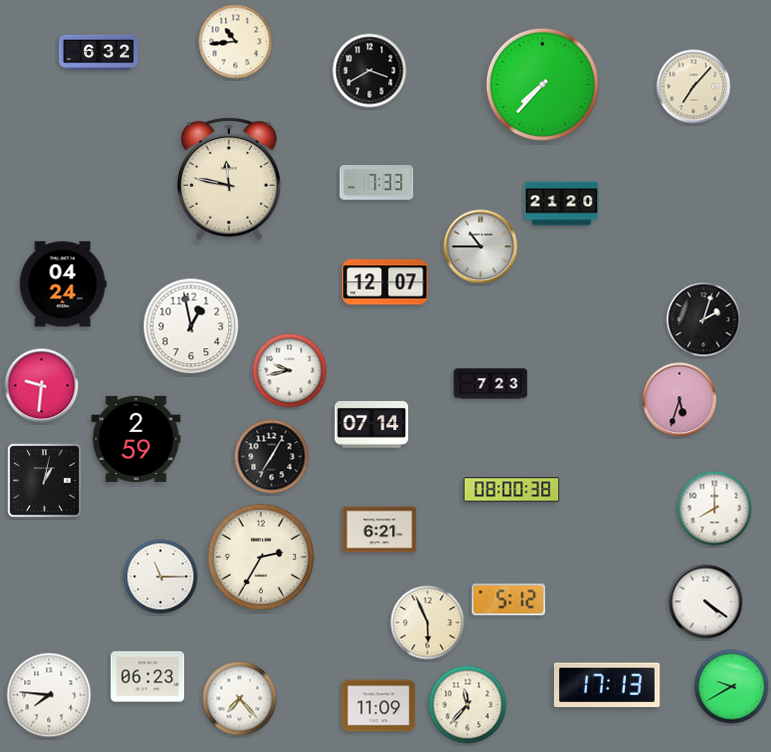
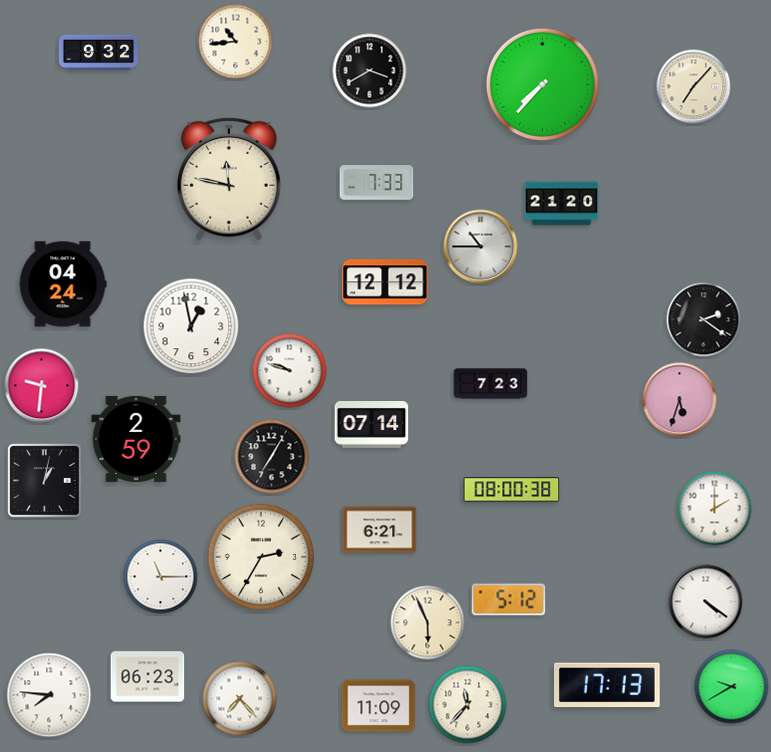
clock at (98, 53): 6:32 -> 9:32
clock at (385, 282): 12:07 -> 12:12
clock at (704, 320): 2:03 -> 2:21
clock at (290, 371): 9:43 -> 9:48
clock at (715, 509): 8:00 -> 2:00
